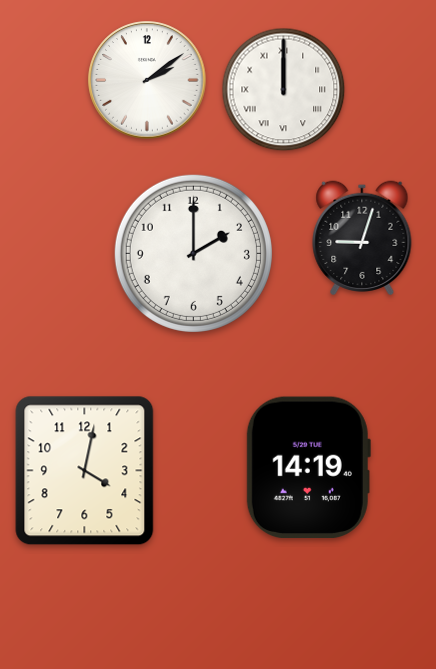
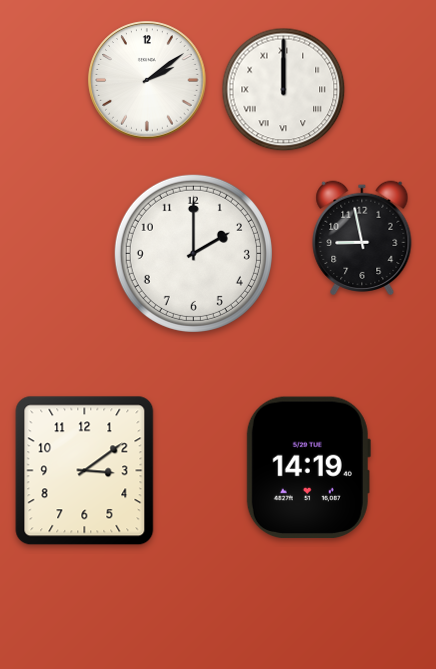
clock at (362, 237): 9:03 -> 8:58
clock at (85, 471): 4:02 -> 3:09
